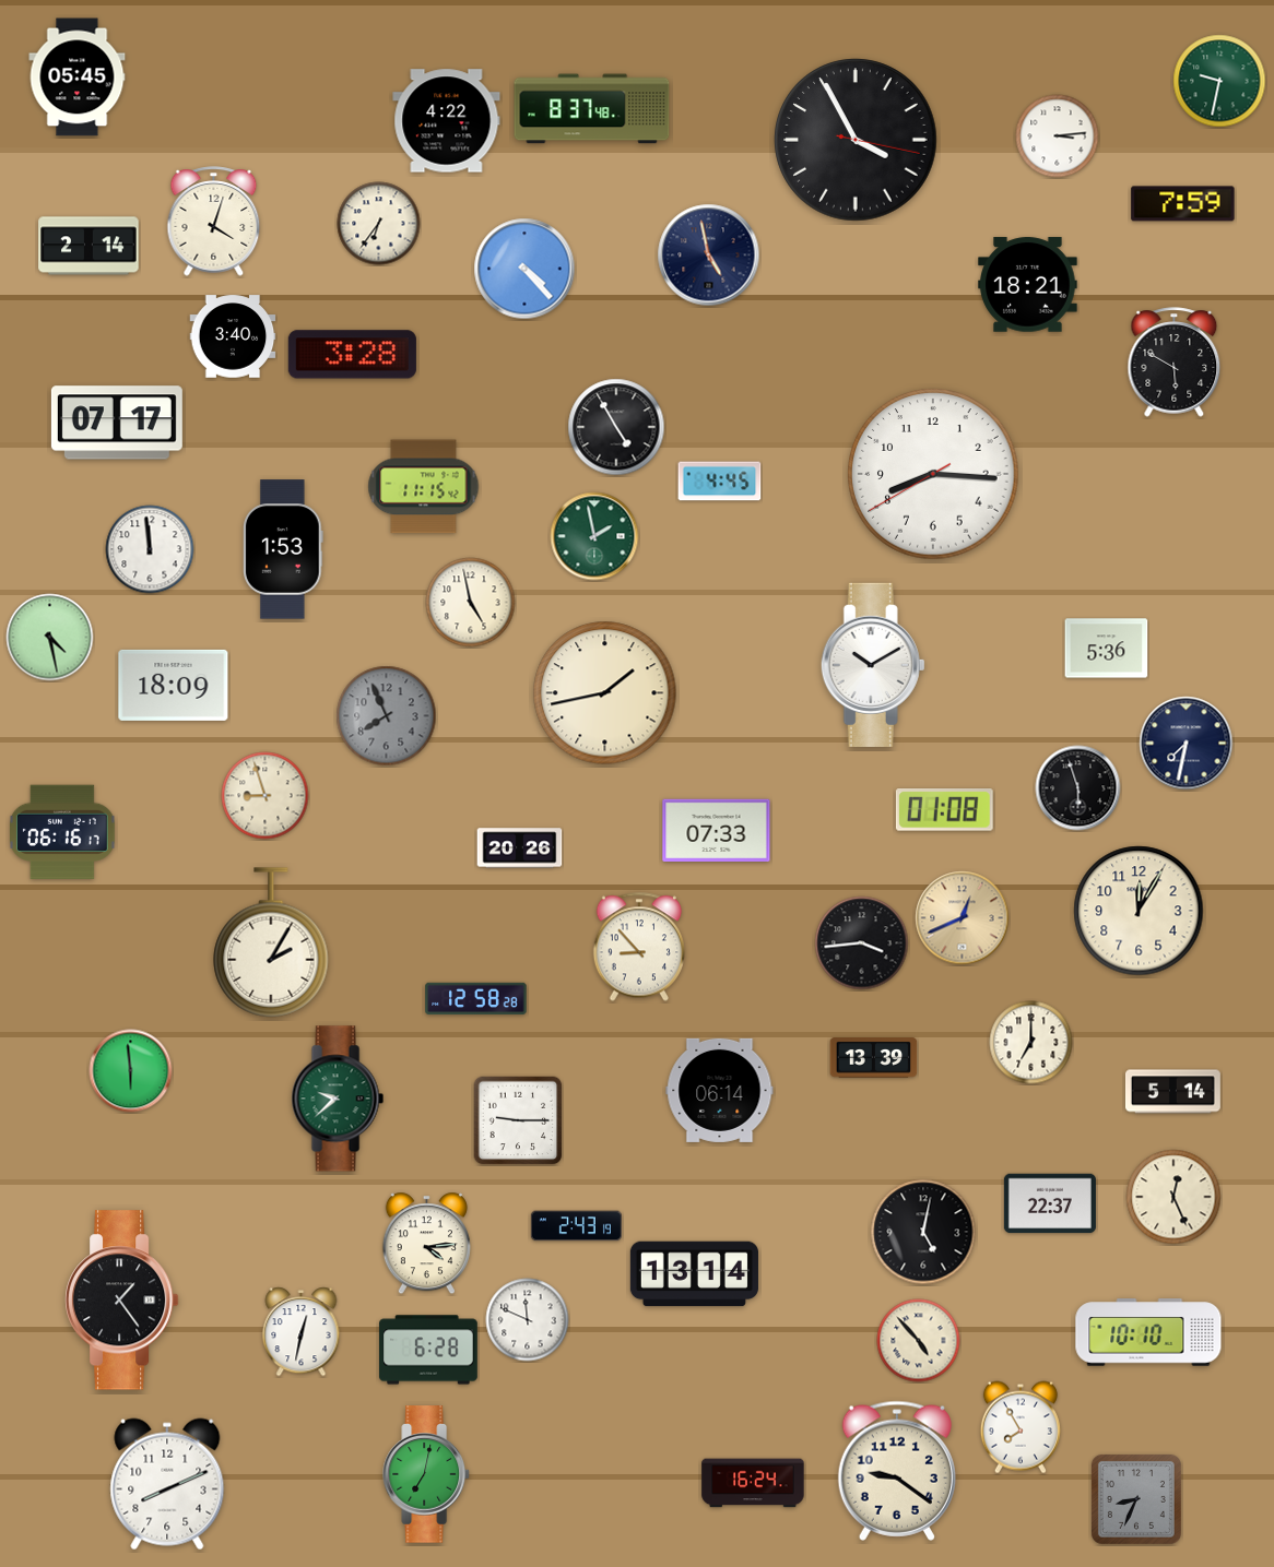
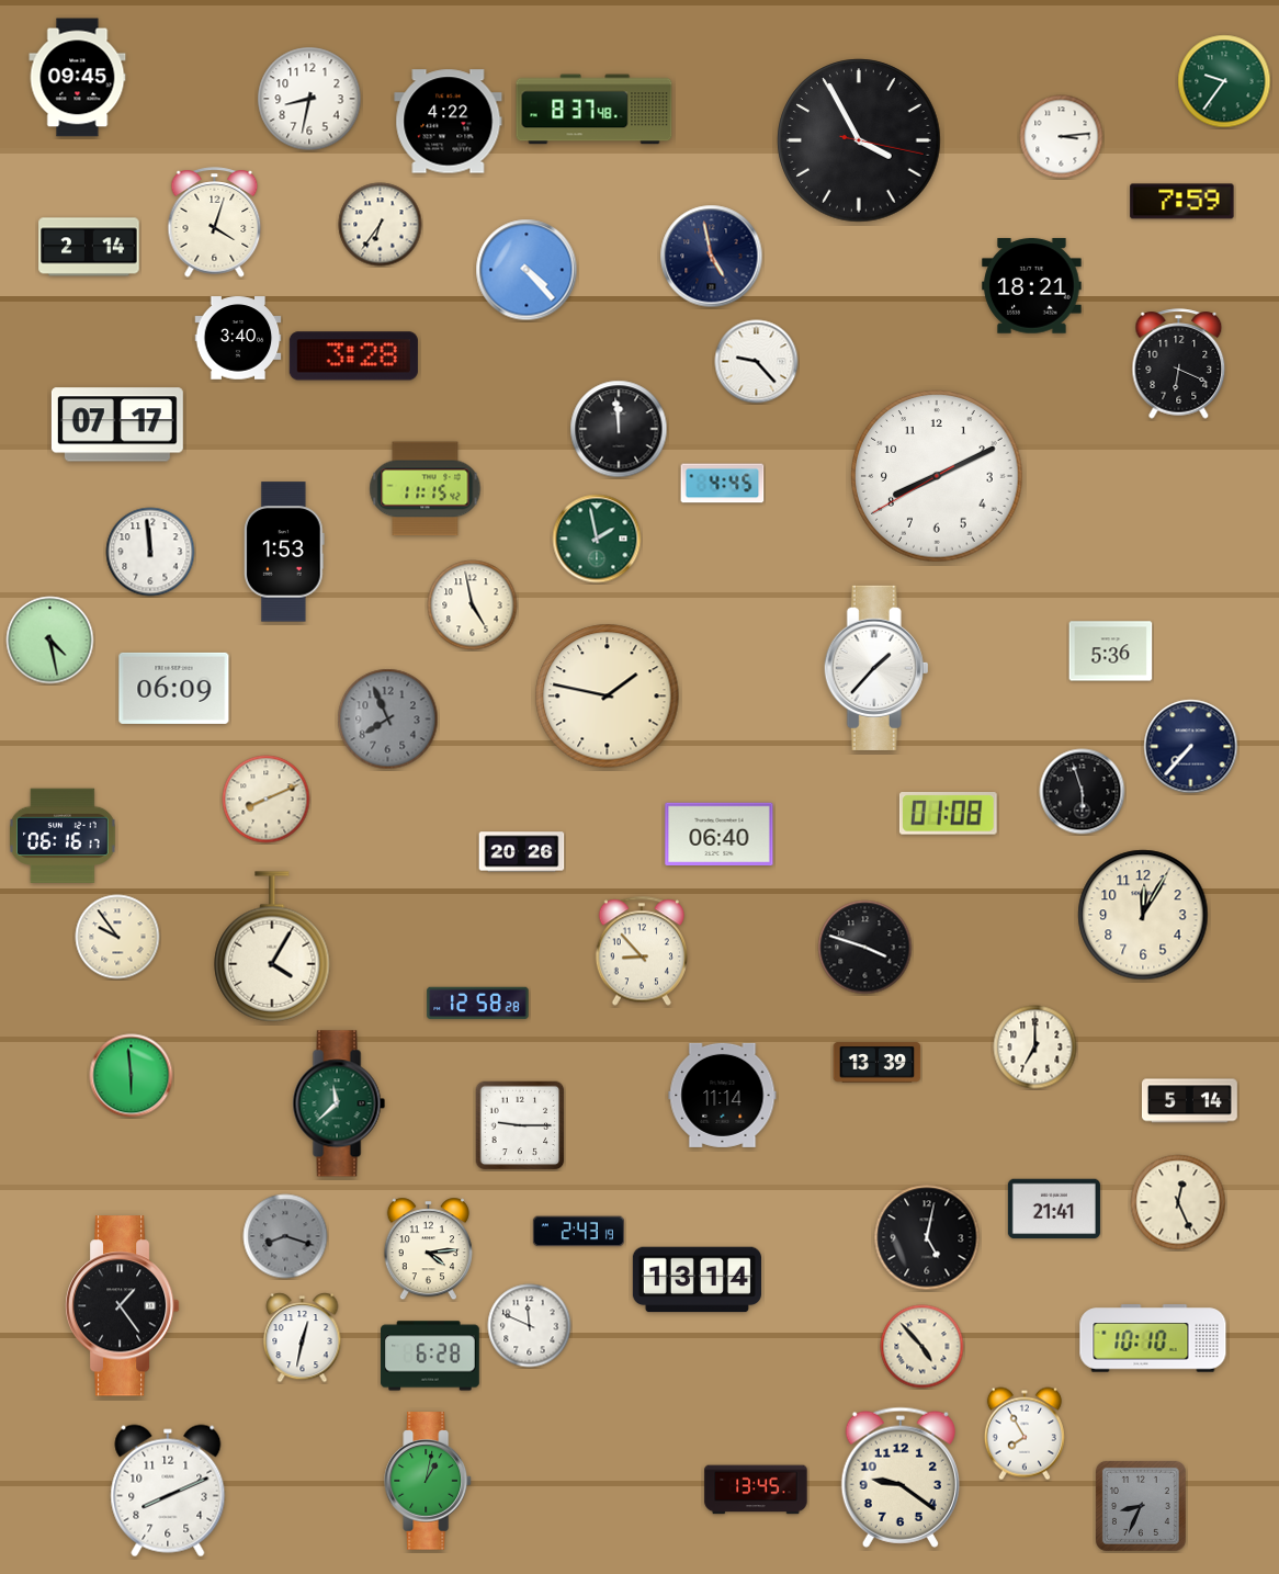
clock at (78, 78): 05:45 -> 09:45
clock at (1219, 81): 9:32 -> 9:36
clock at (309, 99): none -> 8:32
clock at (1183, 204) position: (1183, 204) -> (1182, 202)
clock at (233, 336) position: (233, 336) -> (238, 338)
clock at (757, 362): none -> 9:23
clock at (1175, 363): 5:50 -> 6:19
clock at (616, 427): 4:55 -> 11:59
clock at (933, 474): 8:15 -> 8:10
clock at (873, 665): 10:10 -> 1:37
clock at (174, 685): 18:09 -> 06:09
clock at (605, 693): 1:43 -> 1:47
clock at (1187, 744): 7:32 -> 7:37
clock at (266, 796): 8:57 -> 8:11
clock at (717, 831): 07:33 -> 06:40
clock at (963, 918): 12:41 -> none
clock at (117, 937): none -> 9:54
clock at (271, 942): 2:05 -> 4:05
clock at (862, 943): 3:44 -> 3:48
clock at (720, 1090): 06:14 -> 11:14
clock at (1172, 1092) position: (1172, 1092) -> (1189, 1101)
clock at (338, 1099): 9:38 -> 11:38
clock at (1050, 1203): 22:37 -> 21:41
clock at (285, 1236): none -> 8:18
clock at (427, 1474): 7:02 -> 1:02
clock at (753, 1483): 16:24 -> 13:45
